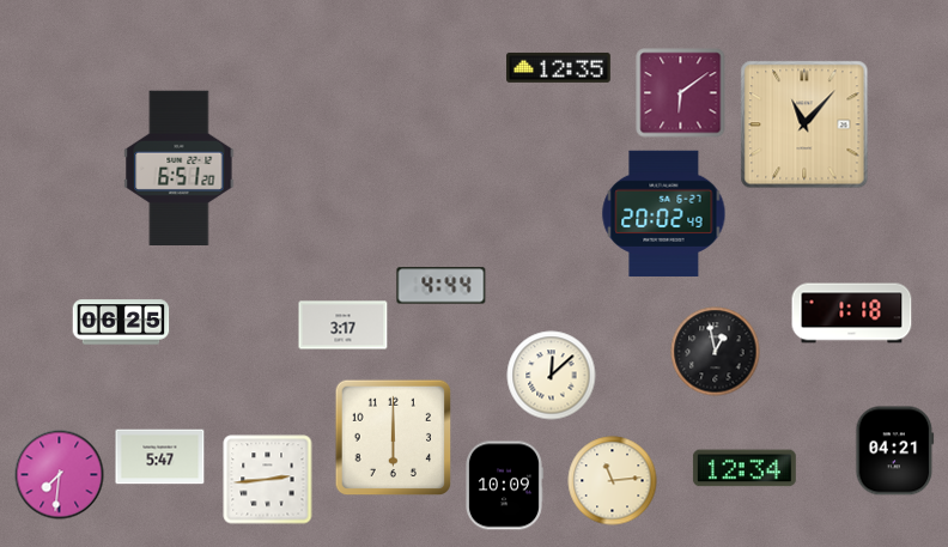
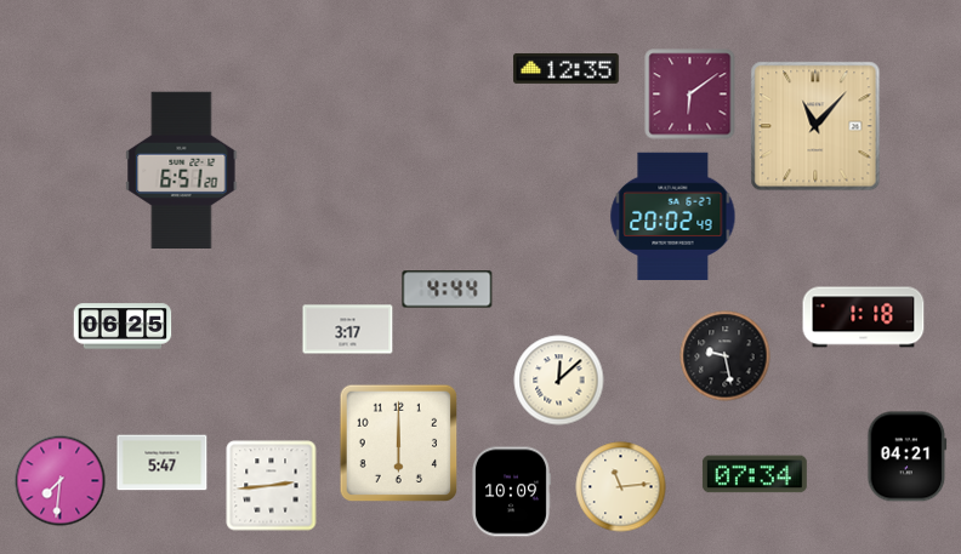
clock at (716, 352): 12:58 -> 9:28
clock at (745, 468): 12:34 -> 07:34
